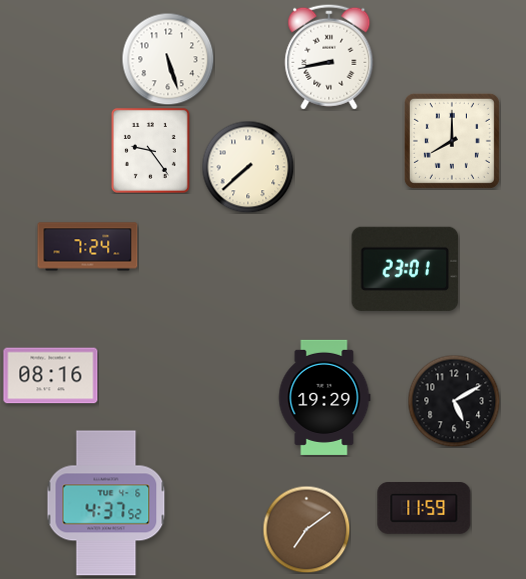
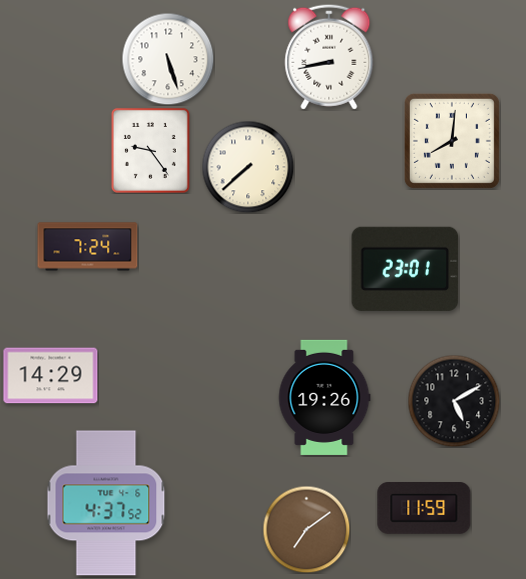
clock at (452, 141): 8:00 -> 8:01
clock at (51, 376): 08:16 -> 14:29
clock at (324, 397): 19:29 -> 19:26
